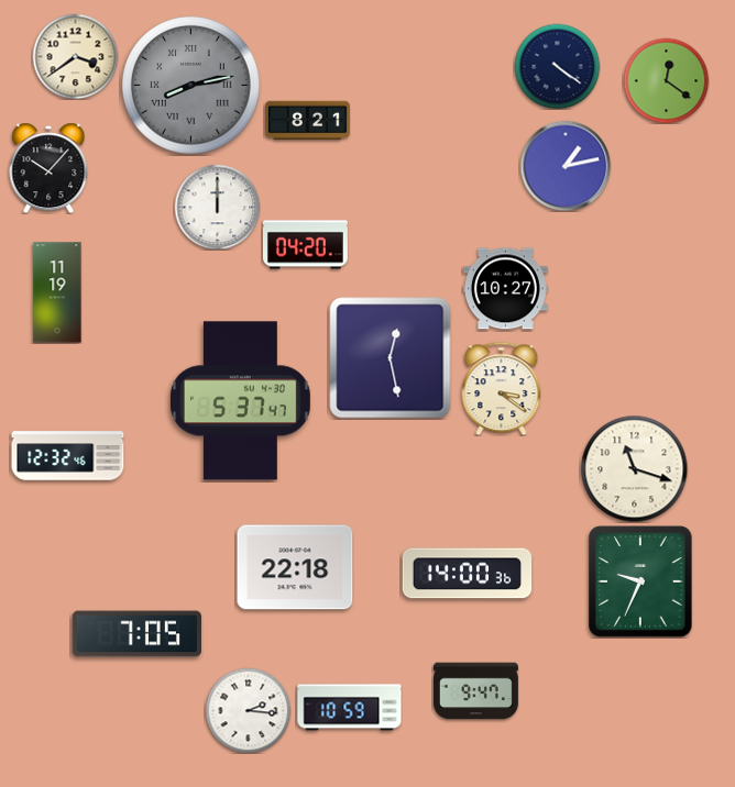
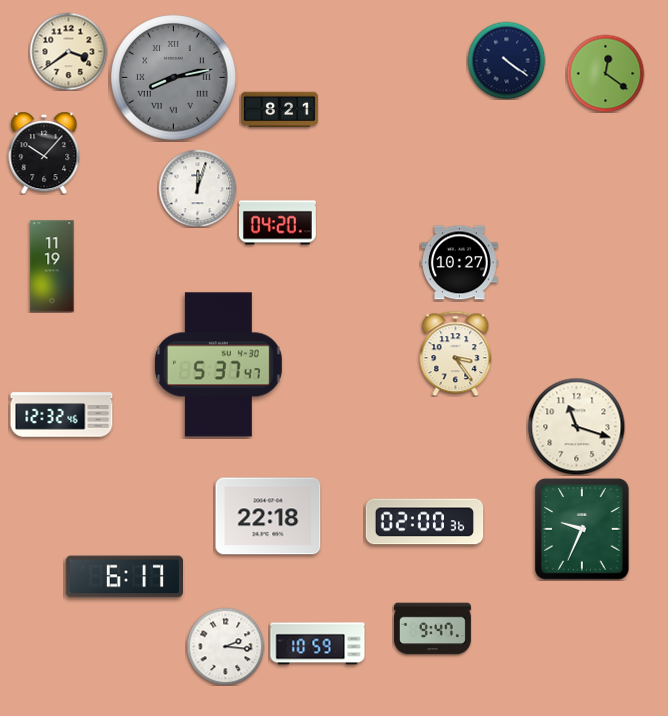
clock at (566, 166): 1:13 -> none
clock at (217, 207): 12:00 -> 12:03
clock at (391, 358): 12:28 -> none
clock at (502, 388): 3:21 -> 3:24
clock at (468, 574): 14:00 -> 02:00
clock at (136, 634): 7:05 -> 6:17
